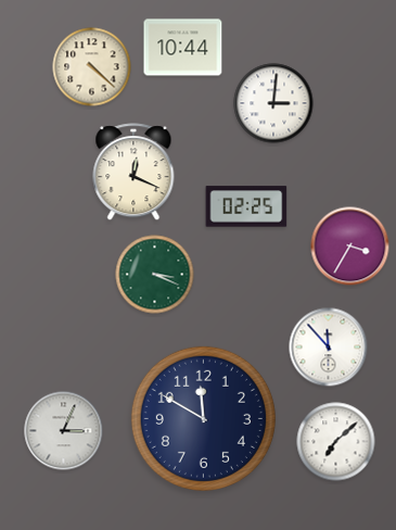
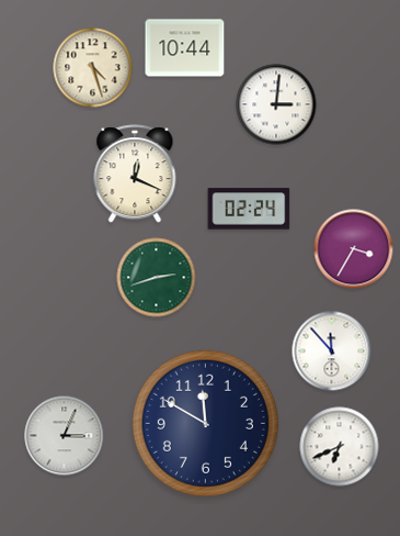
clock at (92, 67): 4:22 -> 4:27
clock at (246, 206): 02:25 -> 02:24
clock at (155, 275): 3:19 -> 2:42
clock at (336, 442): 7:08 -> 6:41
